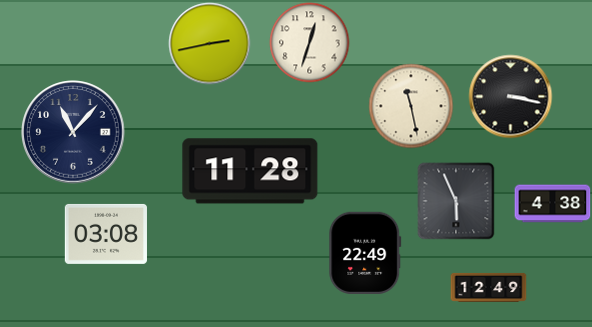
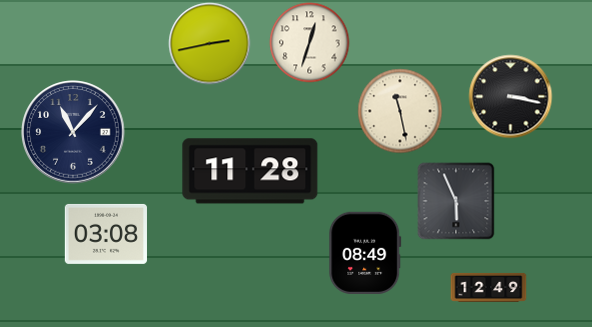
clock at (411, 106) position: (411, 106) -> (400, 111)
clock at (553, 204): 4:38 -> none
clock at (365, 253): 22:49 -> 08:49
